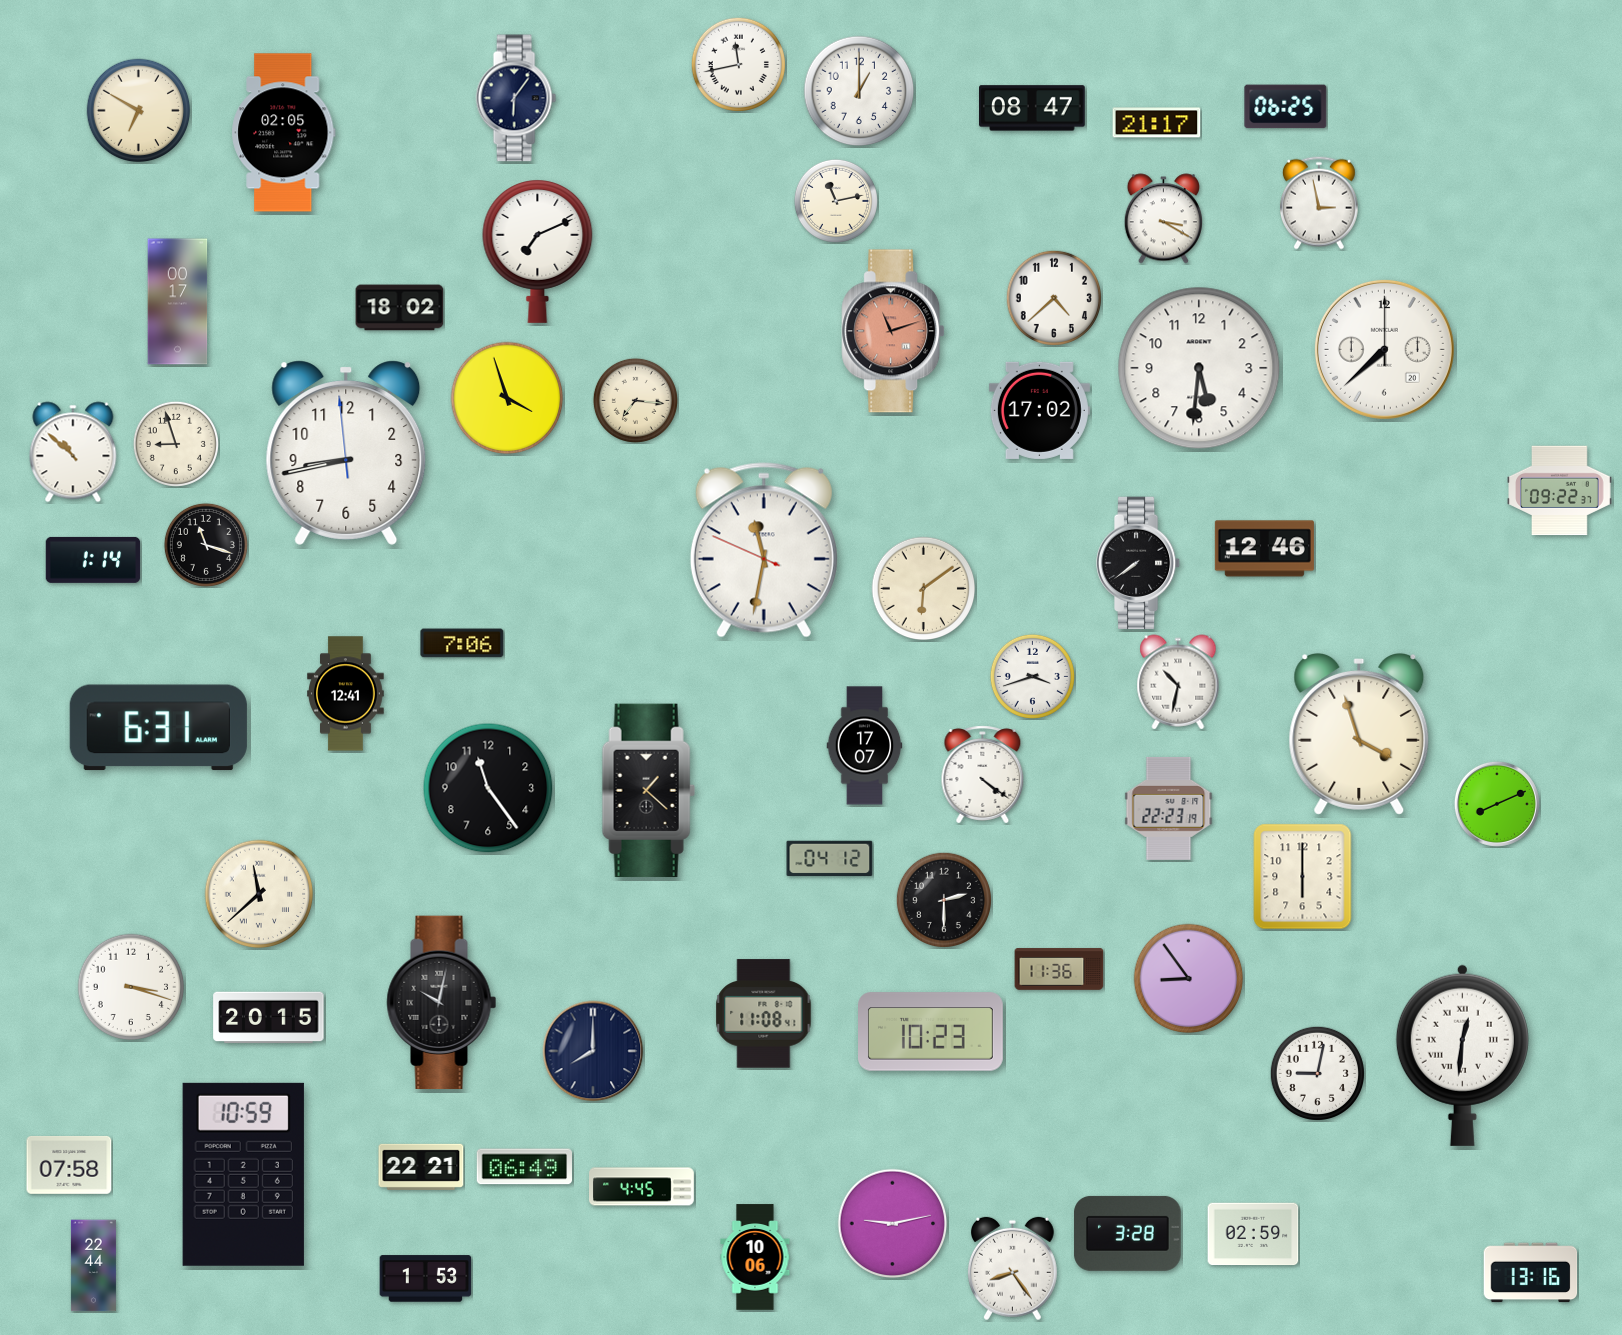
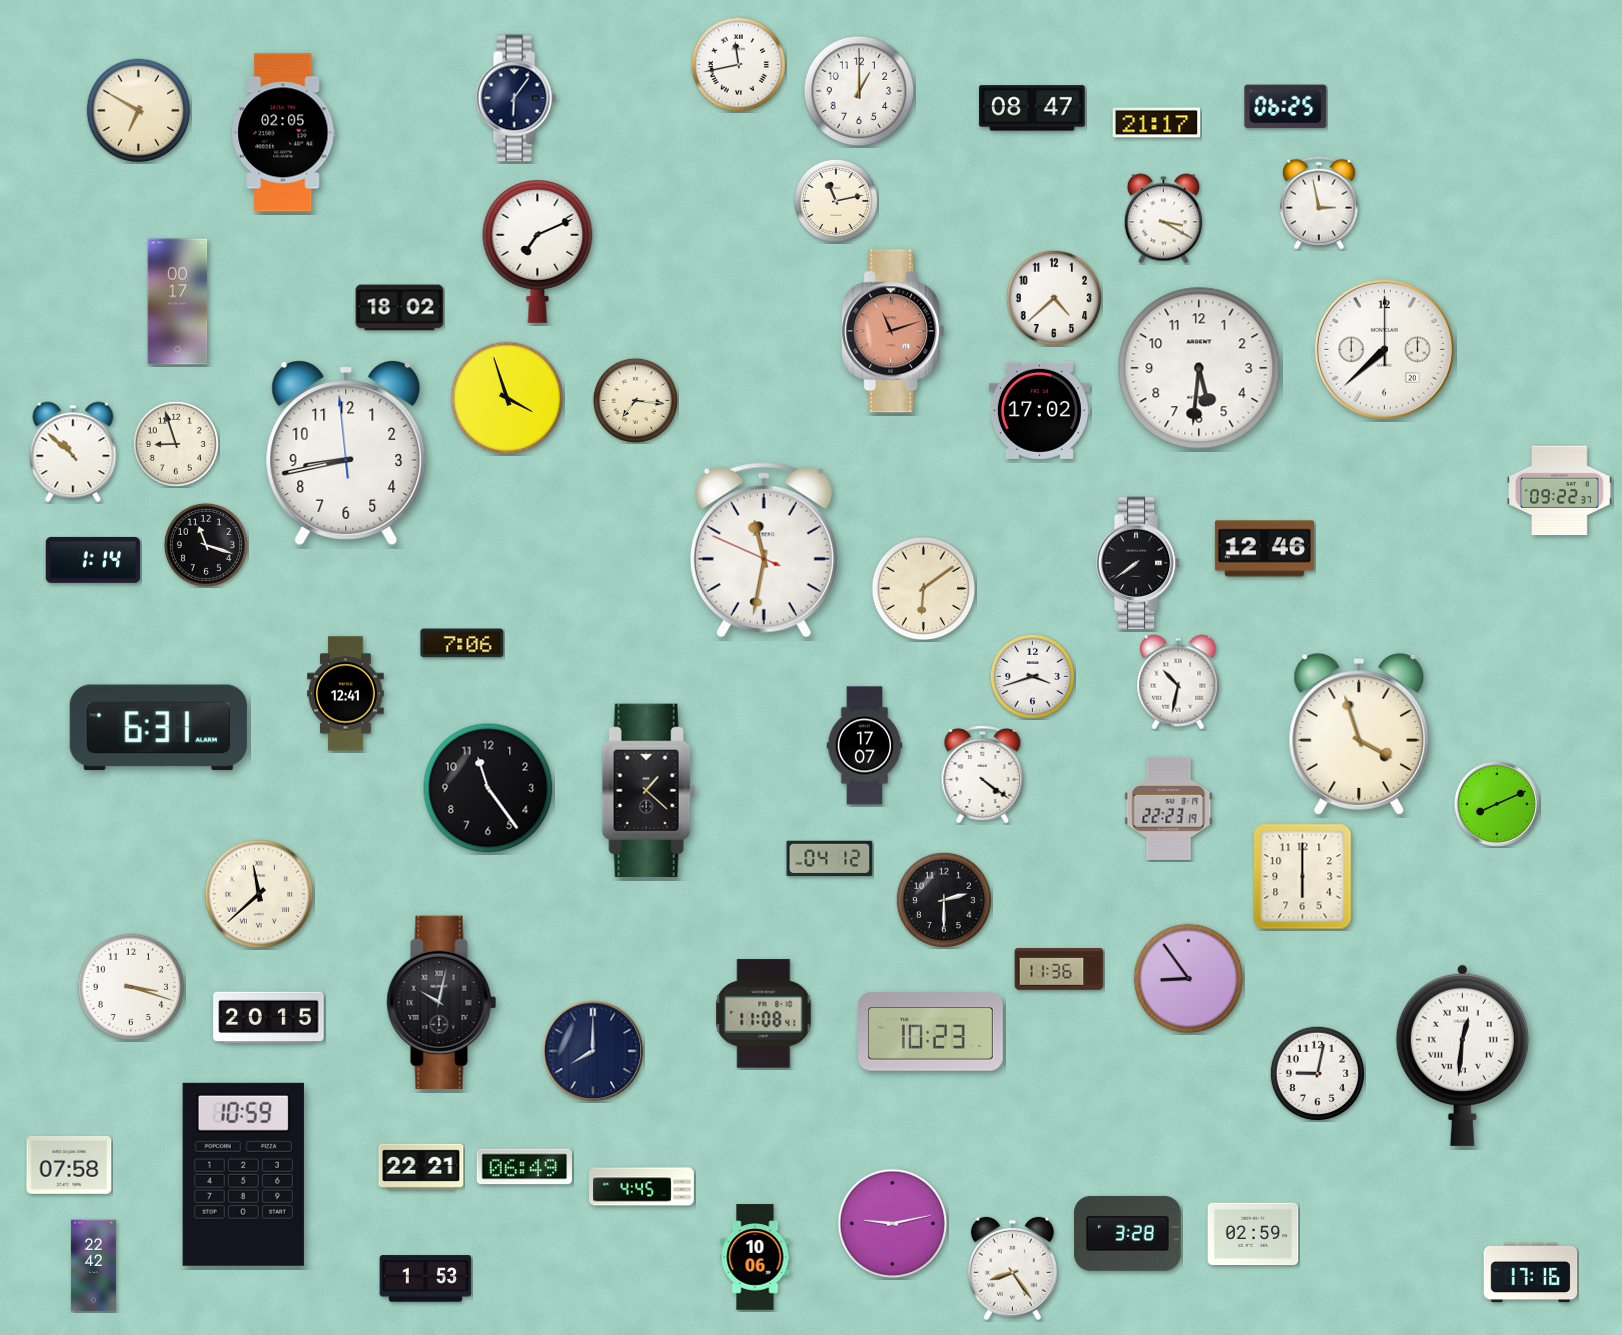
clock at (93, 1266): 22:44 -> 22:42
clock at (1531, 1273): 13:16 -> 17:16
